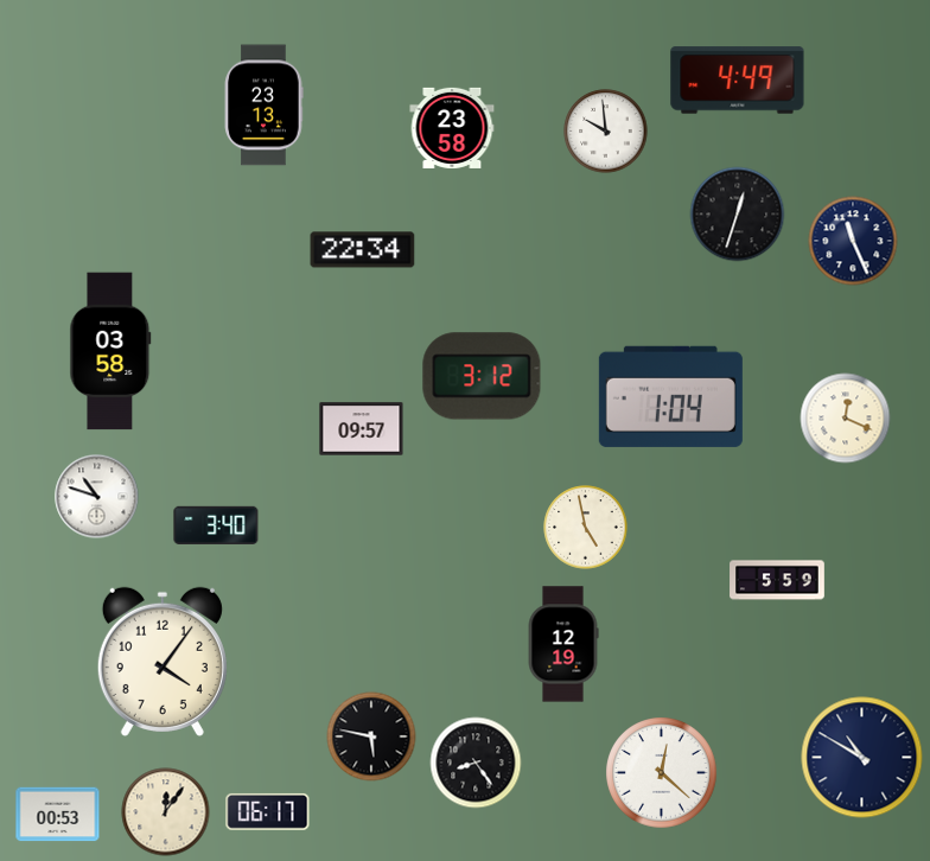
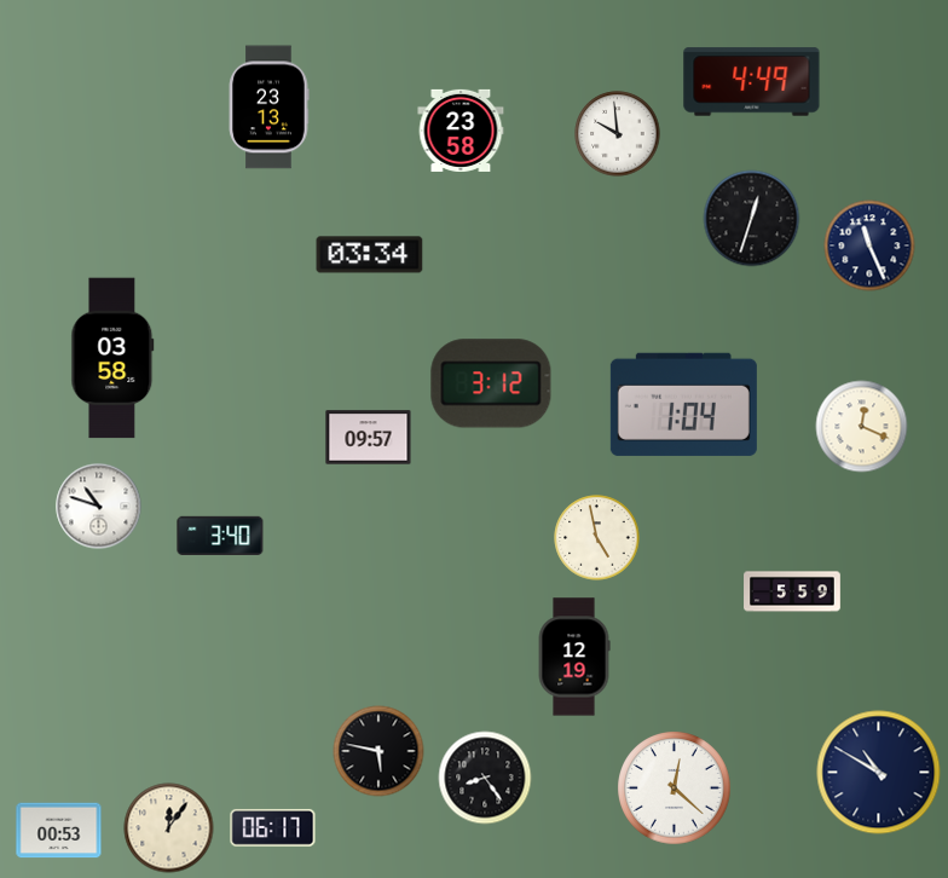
clock at (363, 250): 22:34 -> 03:34
clock at (163, 662): 4:06 -> none
